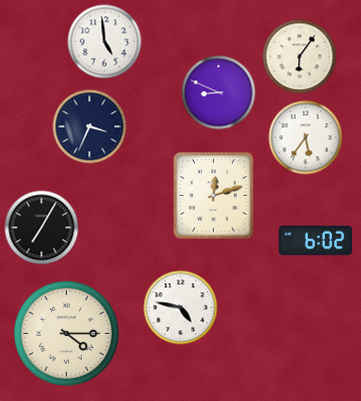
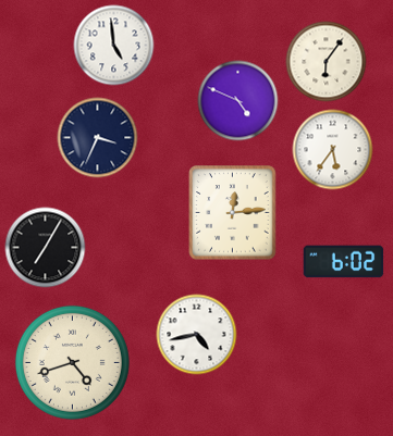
clock at (219, 93): 8:49 -> 4:49
clock at (214, 196): 12:12 -> 12:14
clock at (181, 308): 4:47 -> 4:43
clock at (66, 333): 4:15 -> 4:42
